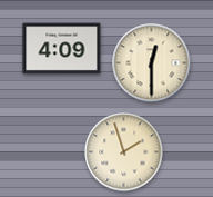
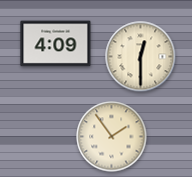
clock at (152, 63) position: (152, 63) -> (141, 57)
clock at (124, 152): 1:57 -> 1:54
